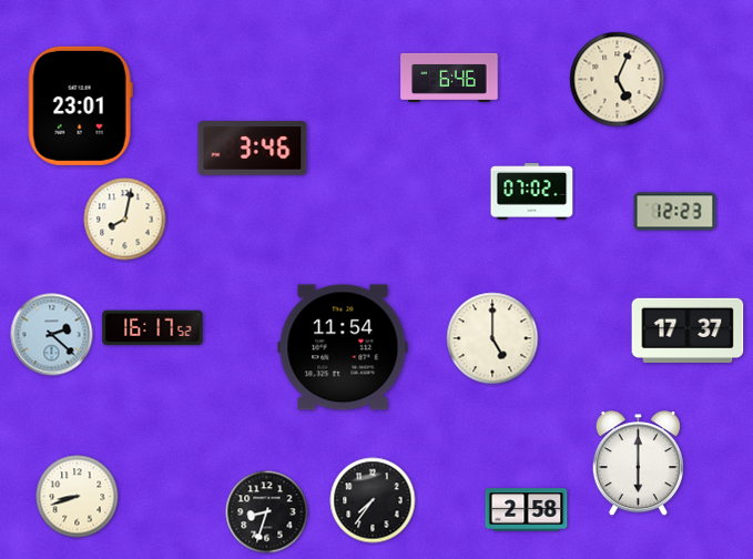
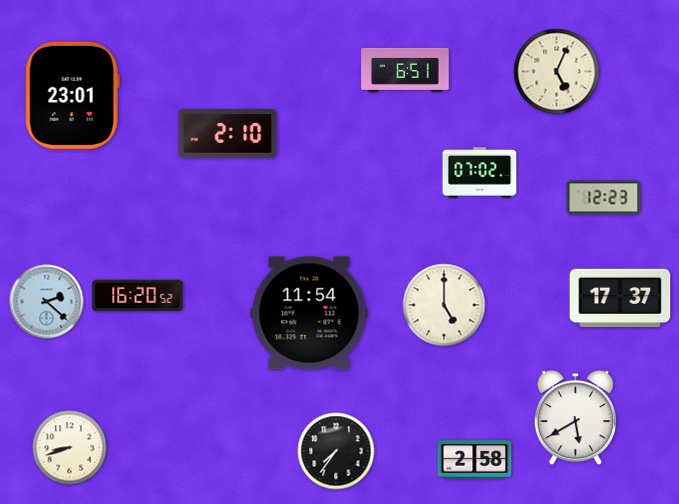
clock at (449, 78): 6:46 -> 6:51
clock at (253, 149): 3:46 -> 2:10
clock at (675, 212) position: (675, 212) -> (604, 198)
clock at (125, 220): 8:02 -> none
clock at (153, 328): 16:17 -> 16:20
clock at (638, 464): 6:00 -> 5:40
clock at (267, 512): 8:33 -> none
